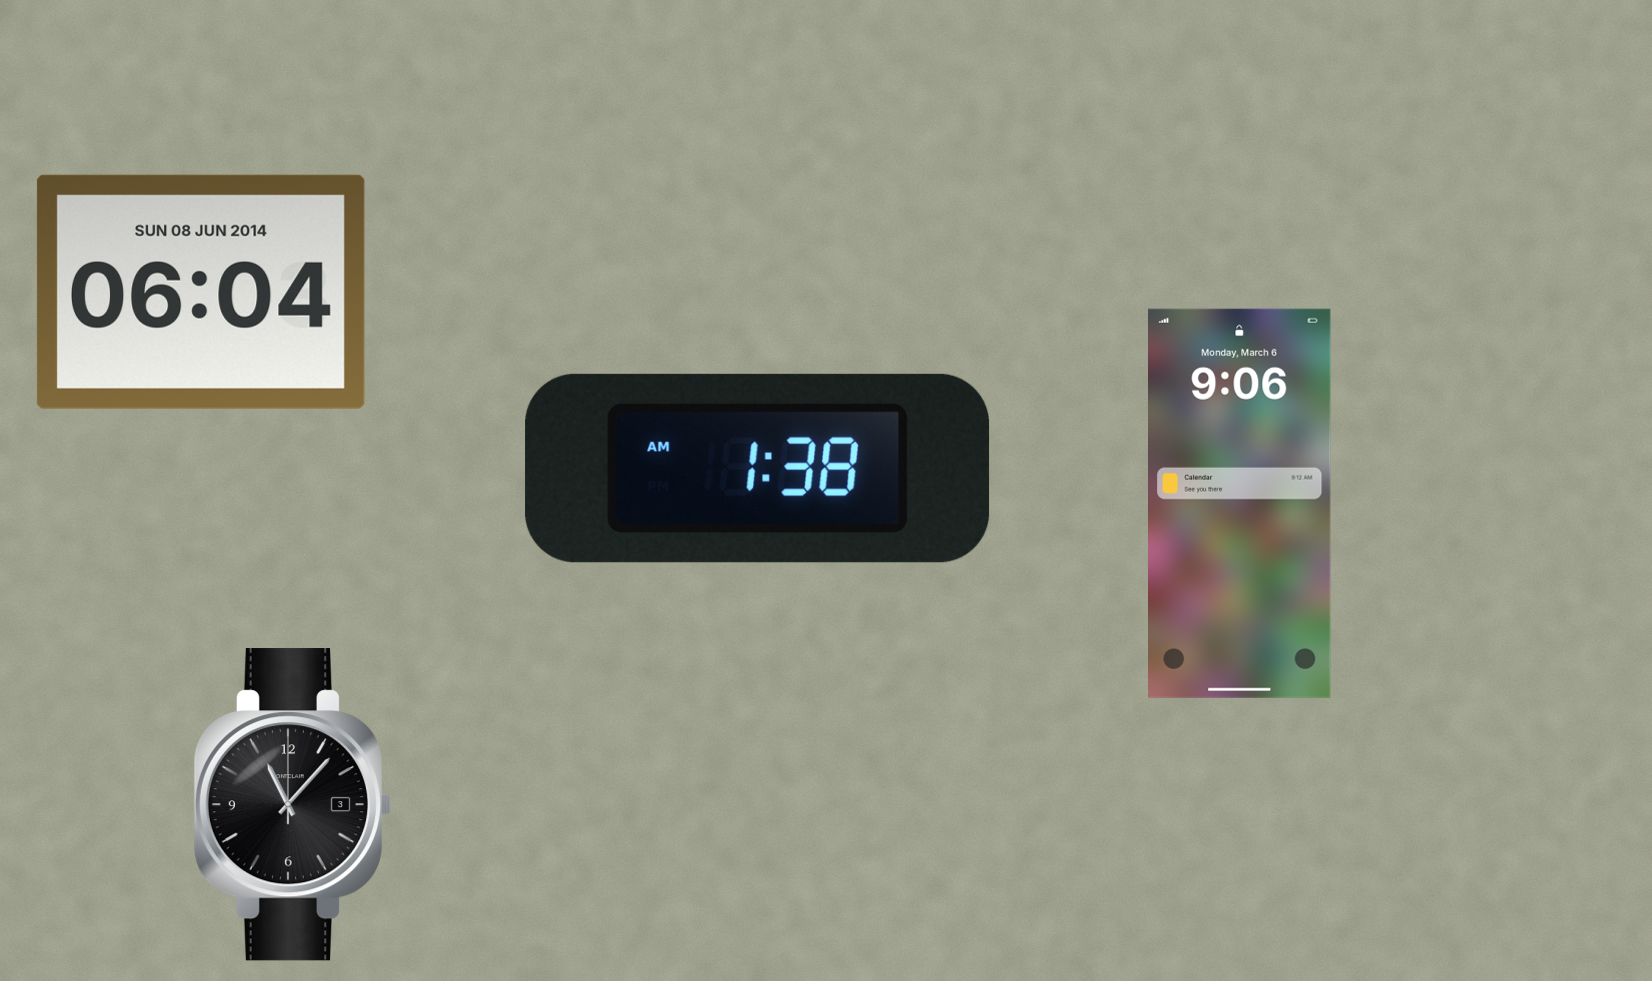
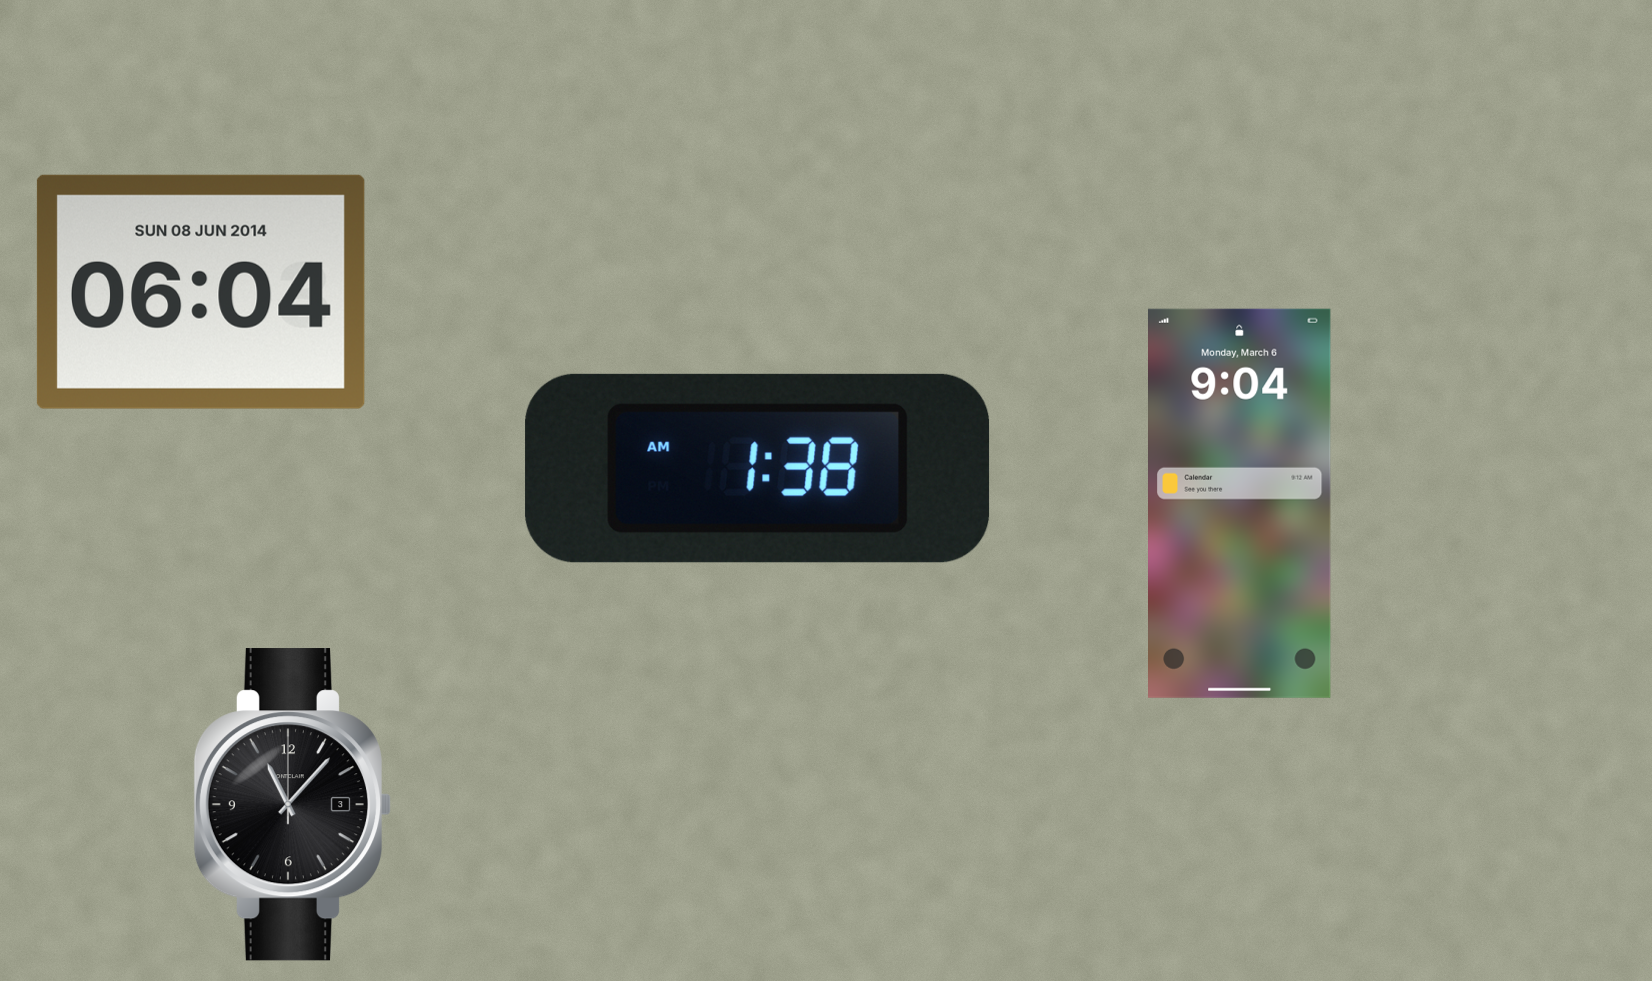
clock at (1240, 503): 9:06 -> 9:04
